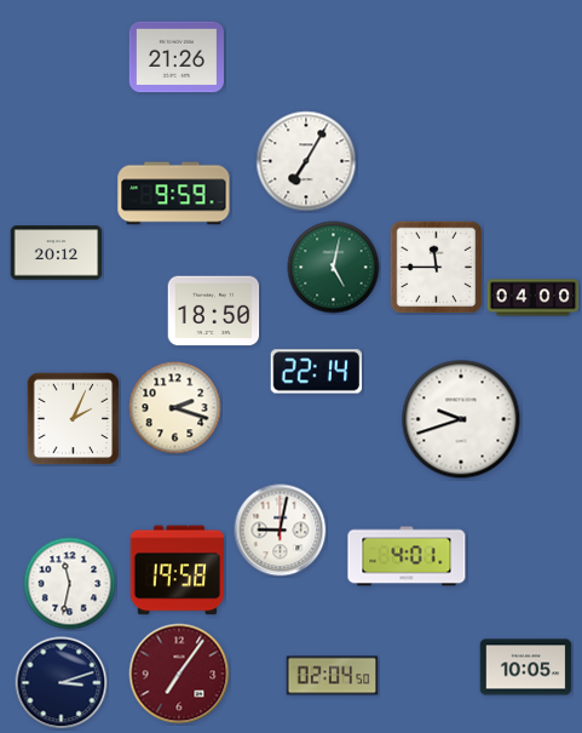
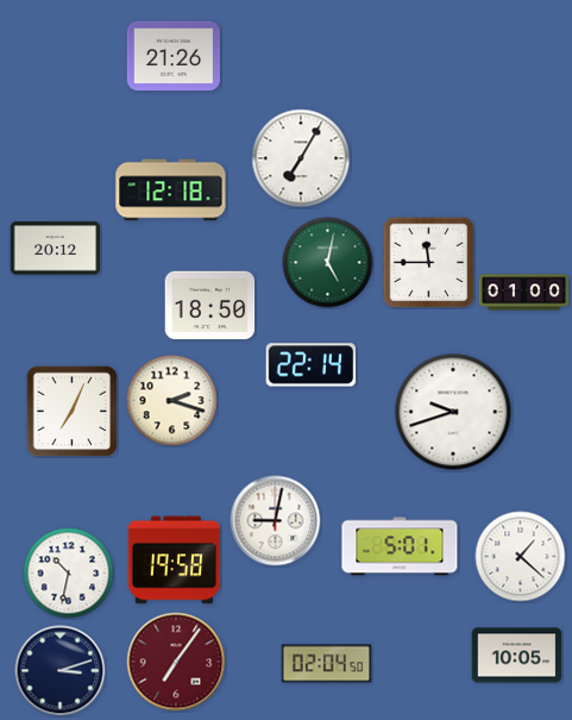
clock at (174, 194): 9:59 -> 12:18
clock at (534, 298): 04:00 -> 01:00
clock at (73, 418): 2:04 -> 7:04
clock at (407, 556): 4:01 -> 5:01
clock at (521, 557): none -> 1:22
clock at (70, 584): 11:32 -> 10:32
